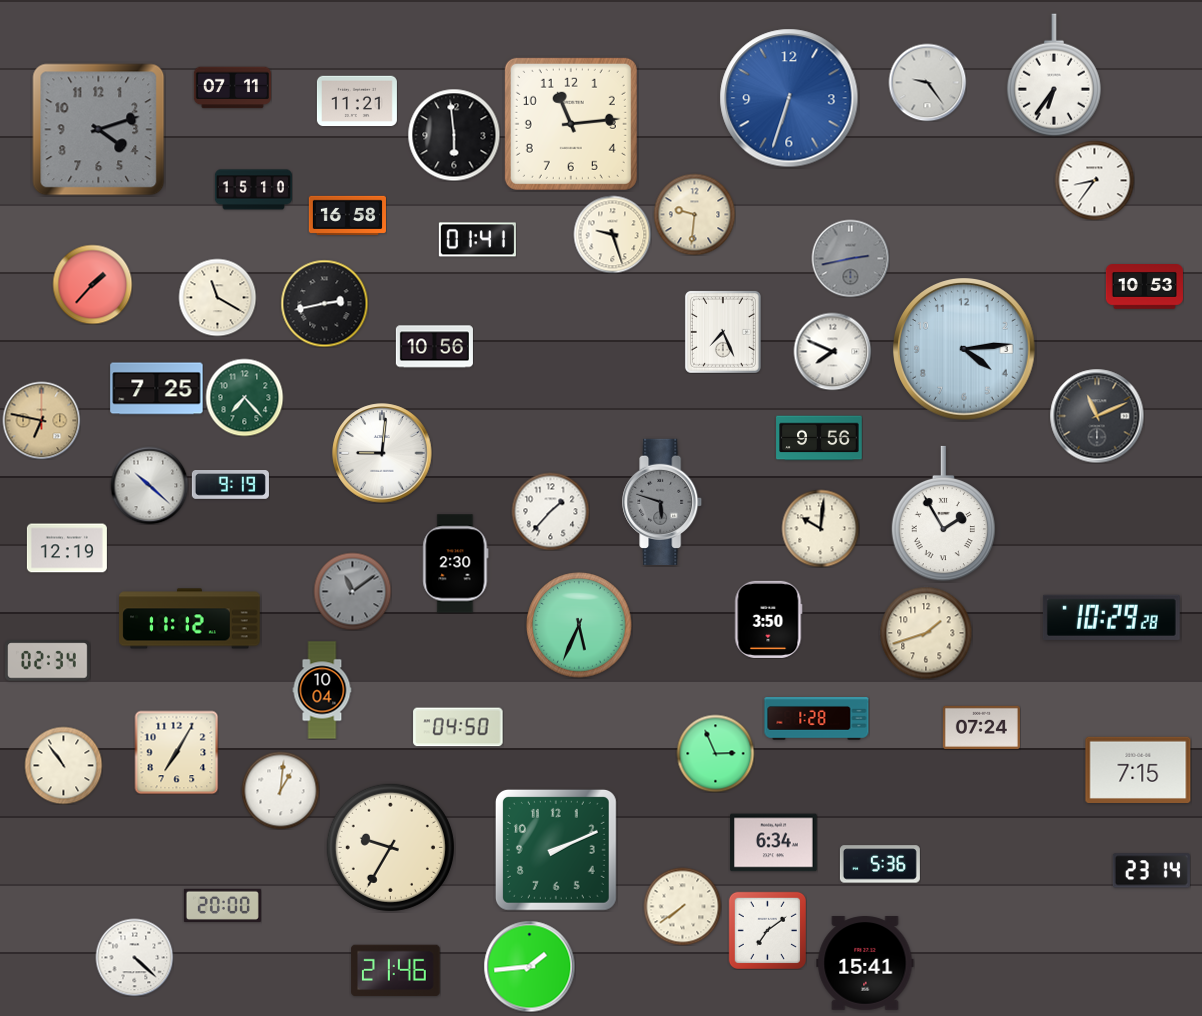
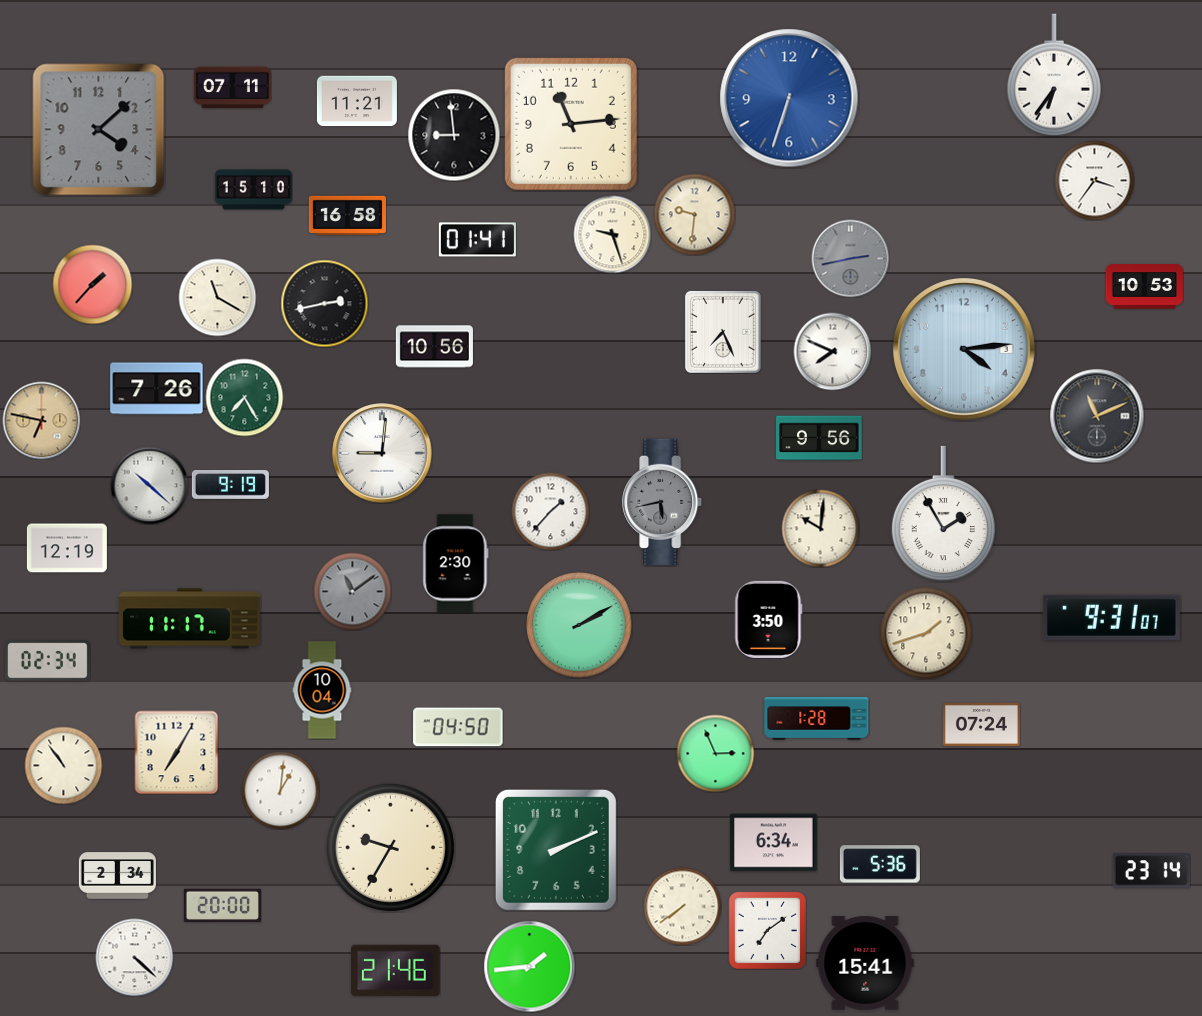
clock at (927, 82): 9:24 -> none
clock at (99, 130): 4:12 -> 4:08
clock at (454, 135): 5:59 -> 8:59
clock at (1094, 180): 8:36 -> 3:36
clock at (157, 389): 7:25 -> 7:26
clock at (244, 397): 7:23 -> 7:25
clock at (663, 501): 5:48 -> 5:43
clock at (1111, 617): 10:29 -> 9:31
clock at (190, 619): 11:12 -> 11:17
clock at (579, 625): 5:34 -> 2:10
clock at (981, 727) position: (981, 727) -> (981, 724)
clock at (1138, 769): 7:15 -> none
clock at (117, 876): none -> 2:34
